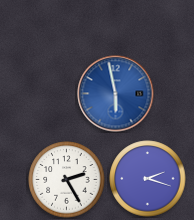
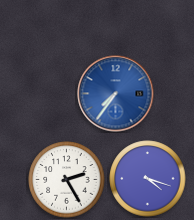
clock at (116, 94): 5:58 -> 7:36
clock at (148, 179): 2:18 -> 4:18
